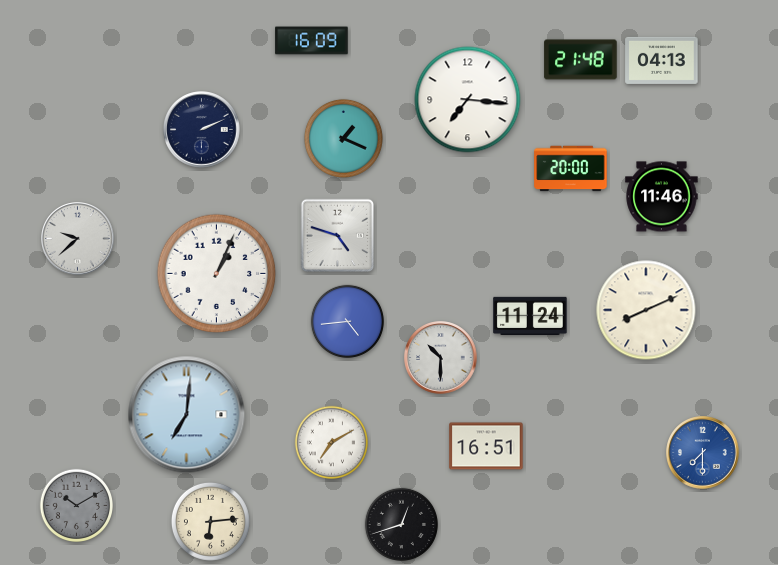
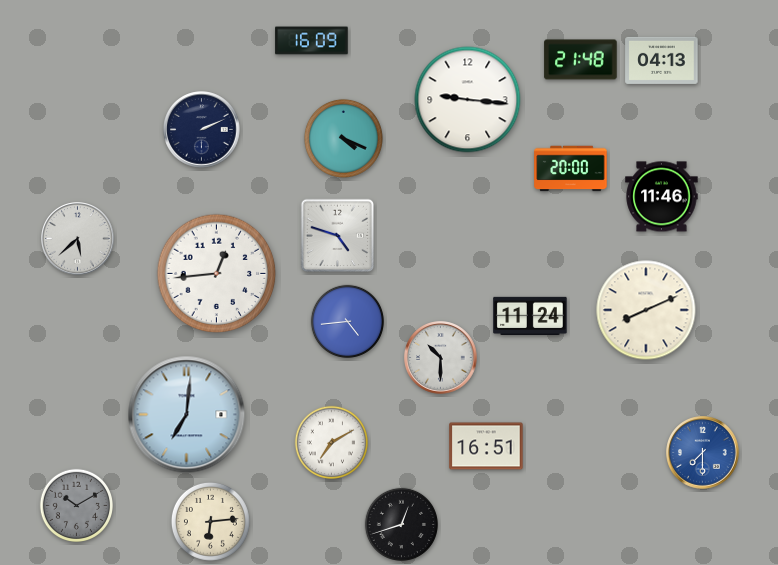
clock at (468, 100): 7:16 -> 9:16
clock at (343, 138): 1:19 -> 4:19
clock at (78, 239): 9:38 -> 5:38
clock at (217, 274): 1:04 -> 12:44
